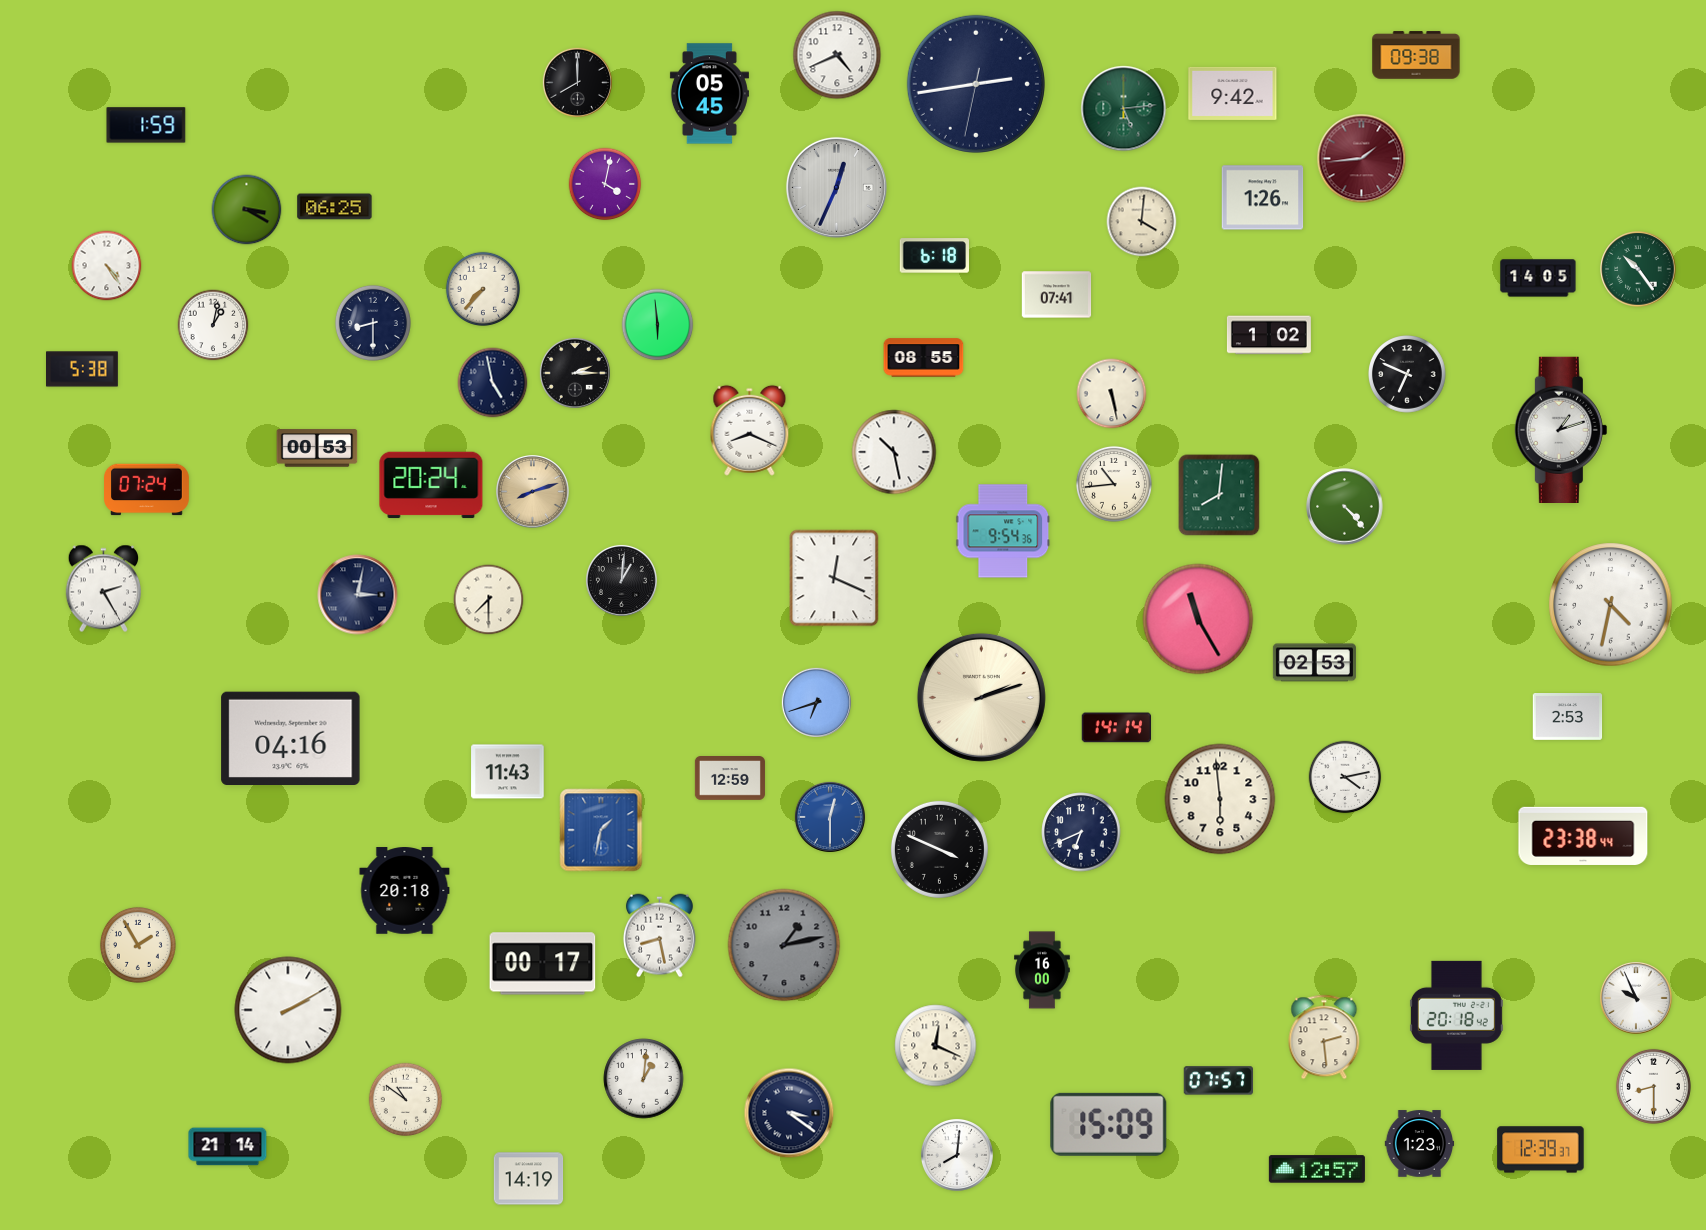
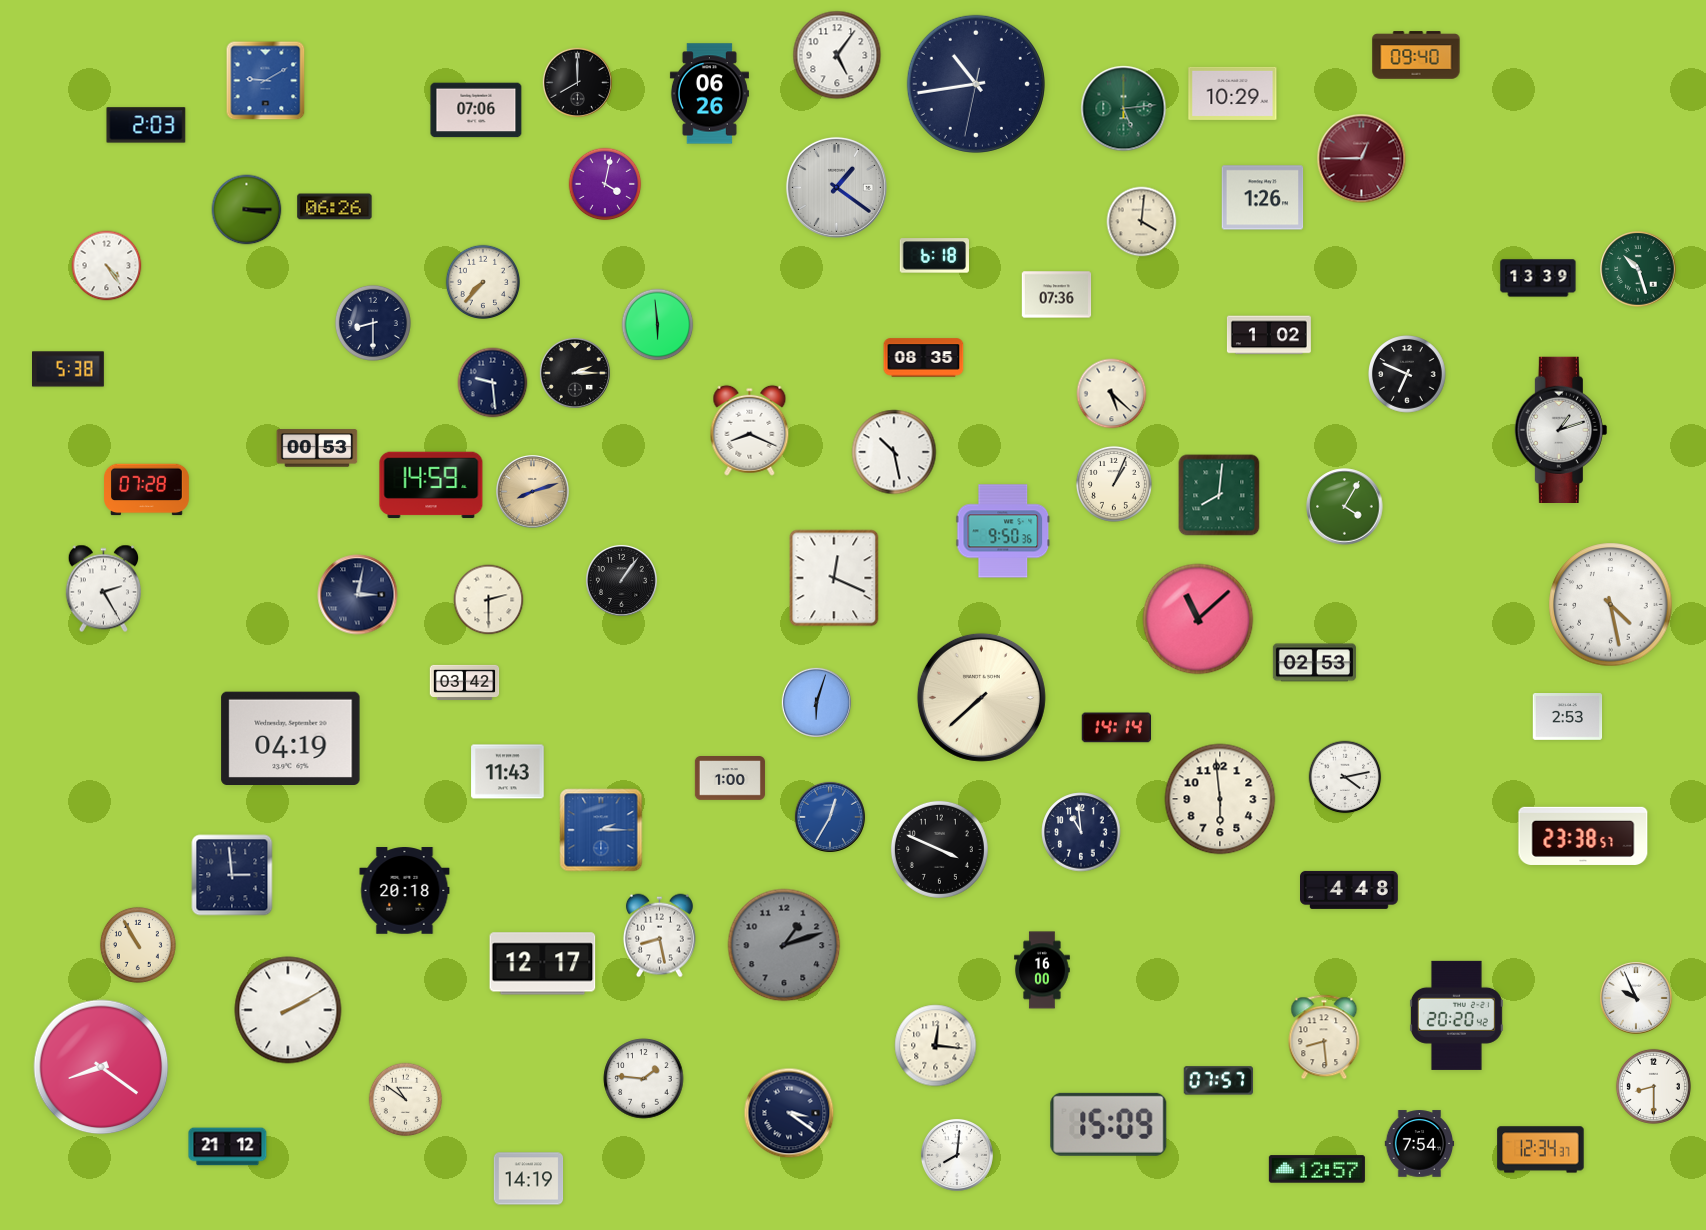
clock at (837, 55): 4:41 -> 5:06
clock at (1416, 55): 09:38 -> 09:40
clock at (266, 81): none -> 9:10
clock at (976, 84): 2:43 -> 10:43
clock at (1233, 93): 9:42 -> 10:29
clock at (709, 94): 05:45 -> 06:26
clock at (476, 110): none -> 07:06
clock at (146, 125): 1:59 -> 2:03
clock at (1362, 159): 1:44 -> 12:45
clock at (836, 187): 12:34 -> 1:21
clock at (335, 207): 06:25 -> 06:26
clock at (247, 210): 3:20 -> 3:15
clock at (1638, 269): 10:24 -> 10:27
clock at (1538, 278): 14:05 -> 13:39
clock at (482, 288) position: (482, 288) -> (482, 281)
clock at (1057, 295): 07:41 -> 07:36
clock at (213, 325): 1:02 -> none
clock at (924, 358): 08:55 -> 08:35
clock at (83, 369) position: (83, 369) -> (69, 369)
clock at (493, 383): 4:58 -> 9:29
clock at (1112, 394): 5:28 -> 5:22
clock at (1114, 484): 10:44 -> 1:04
clock at (431, 485): 20:24 -> 14:59
clock at (147, 490): 07:24 -> 07:28
clock at (1345, 507): 4:23 -> 4:05
clock at (1003, 531): 9:54 -> 9:50
clock at (621, 580): 1:01 -> 1:06
clock at (489, 600): 7:30 -> 2:30
clock at (1611, 605): 4:32 -> 4:28
clock at (1198, 619): 11:25 -> 11:08
clock at (465, 682): none -> 03:42
clock at (981, 697): 2:12 -> 7:38
clock at (816, 702): 6:42 -> 6:03
clock at (291, 738): 04:16 -> 04:19
clock at (730, 779): 12:59 -> 1:00
clock at (830, 817): 12:30 -> 12:35
clock at (601, 830): 1:32 -> 2:15
clock at (1081, 832): 6:41 -> 10:59
clock at (1583, 836): 23:38:44 -> 23:38:57
clock at (232, 875): none -> 2:59
clock at (1350, 890): none -> 4:48
clock at (138, 945): 1:55 -> 10:55
clock at (784, 945): 1:13 -> 1:12
clock at (543, 964): 00:17 -> 12:17
clock at (1456, 1015): 20:18 -> 20:20
clock at (1324, 1037): 2:29 -> 8:29
clock at (936, 1046): 12:19 -> 12:16
clock at (101, 1067): none -> 8:21
clock at (644, 1079): 1:01 -> 1:46
clock at (1420, 1144): 1:23 -> 7:54
clock at (228, 1147): 21:14 -> 21:12
clock at (1541, 1150): 12:39 -> 12:34
